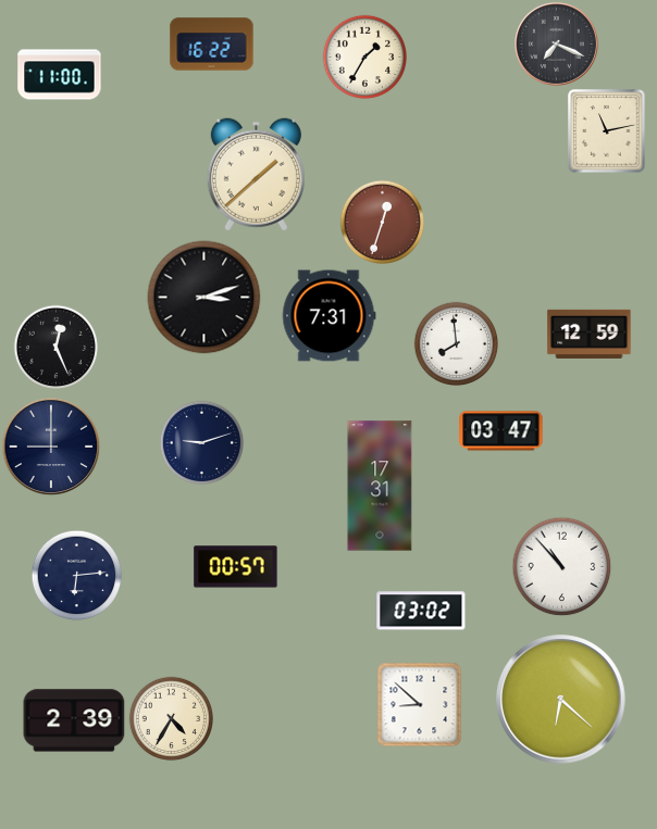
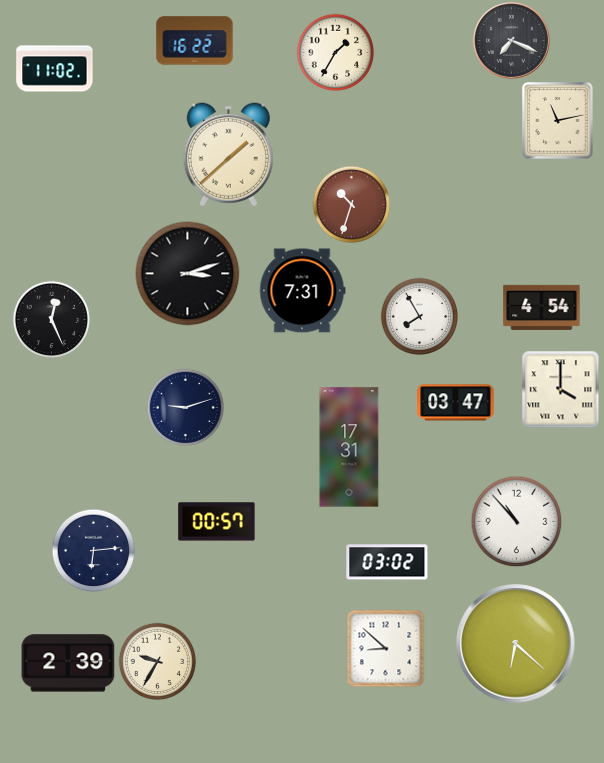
clock at (60, 75): 11:00 -> 11:02
clock at (256, 175) position: (256, 175) -> (228, 155)
clock at (382, 222): 12:33 -> 10:33
clock at (590, 334): 12:59 -> 4:54
clock at (456, 343): 7:59 -> 7:55
clock at (560, 389): none -> 4:00
clock at (501, 431) position: (501, 431) -> (456, 403)
clock at (51, 447): 9:00 -> none
clock at (76, 575) position: (76, 575) -> (93, 550)
clock at (171, 718): 4:35 -> 9:35
